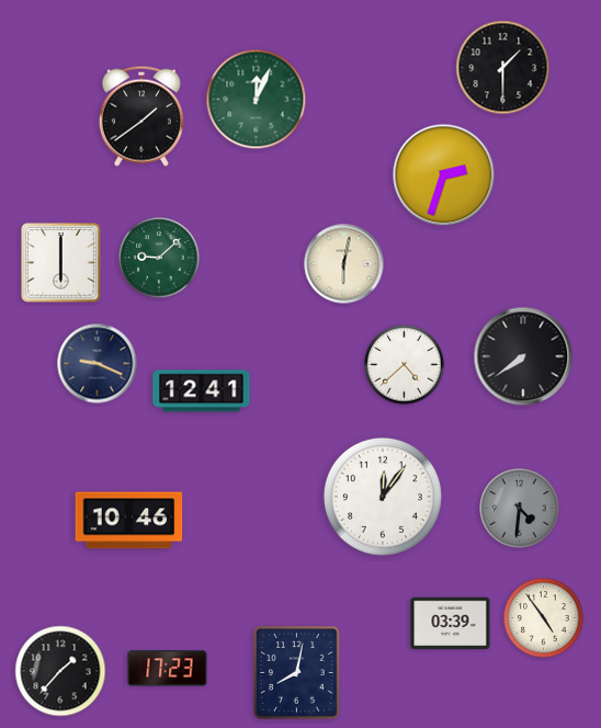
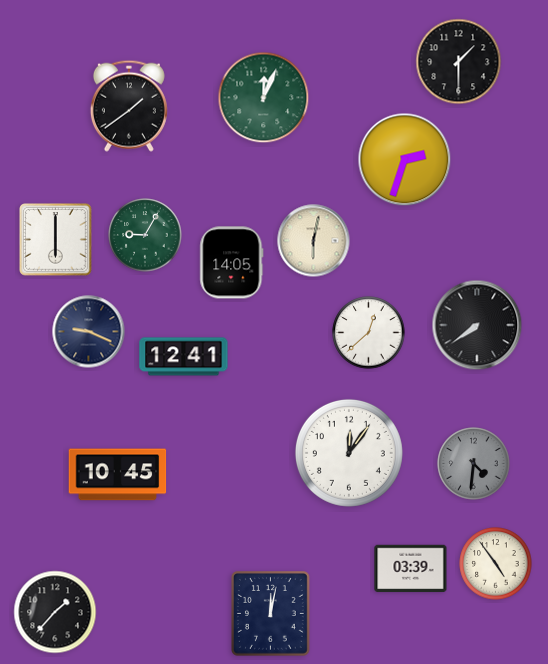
clock at (257, 100) position: (257, 100) -> (264, 98)
clock at (159, 258): 9:08 -> 9:05
clock at (232, 263): none -> 14:05
clock at (405, 365): 4:38 -> 12:38
clock at (129, 521): 10:46 -> 10:45
clock at (168, 669): 17:23 -> none
clock at (297, 673): 8:02 -> 12:02
